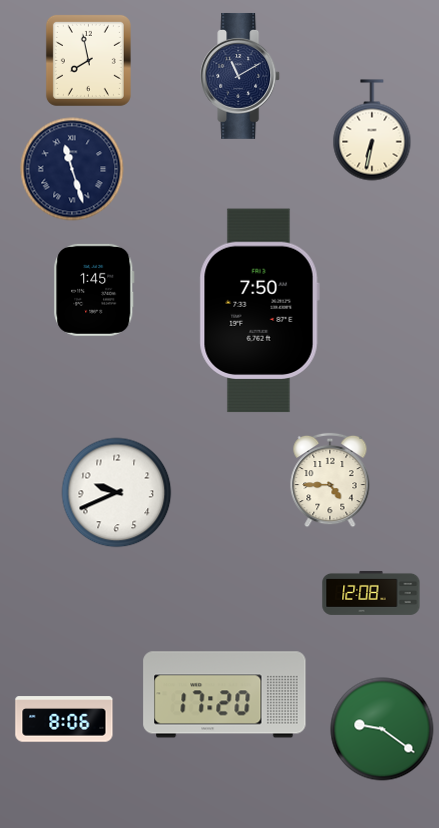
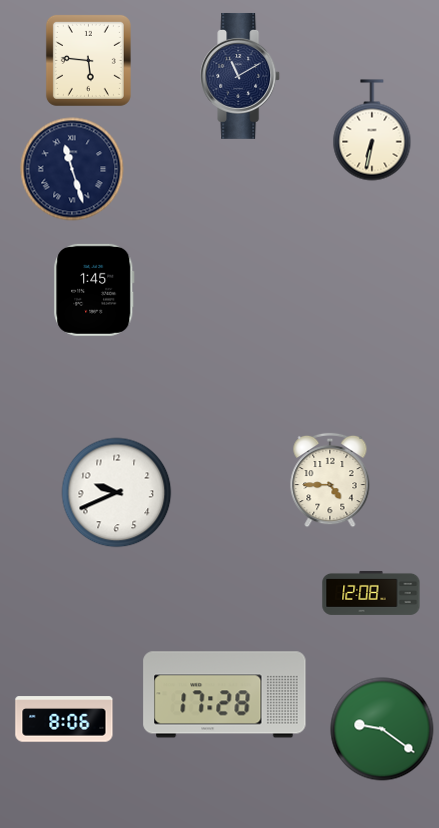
clock at (88, 60): 7:58 -> 5:46
clock at (259, 311): 7:50 -> none
clock at (225, 695): 17:20 -> 17:28
